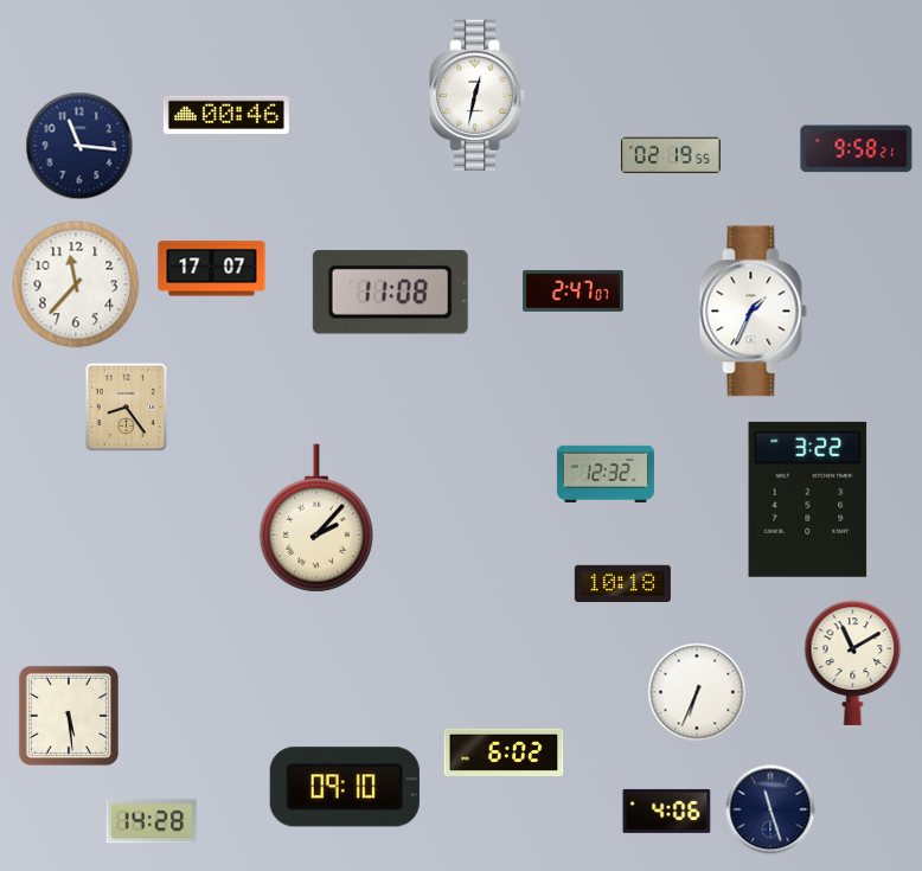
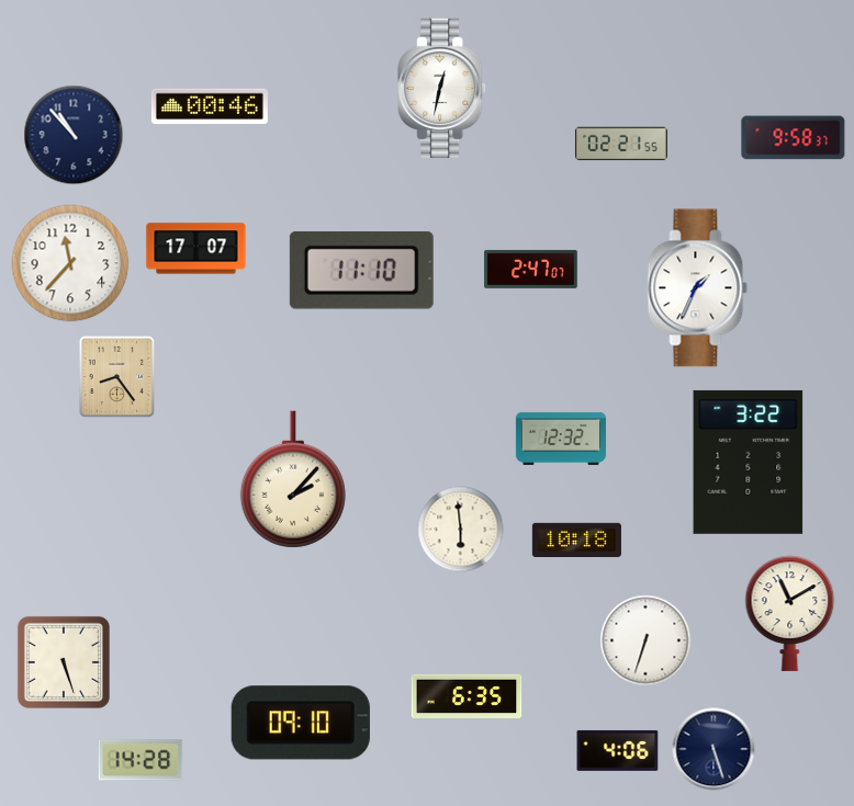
clock at (79, 146): 11:16 -> 10:53
clock at (857, 149): 9:58:21 -> 9:58:37
clock at (671, 155): 02:19 -> 02:21
clock at (390, 292): 11:08 -> 11:10
clock at (461, 530): none -> 5:59
clock at (697, 692): 6:34 -> 6:33
clock at (69, 716): 5:29 -> 5:27
clock at (504, 751): 6:02 -> 6:35
clock at (345, 787) position: (345, 787) -> (301, 723)
clock at (770, 809): 11:27 -> 5:27
